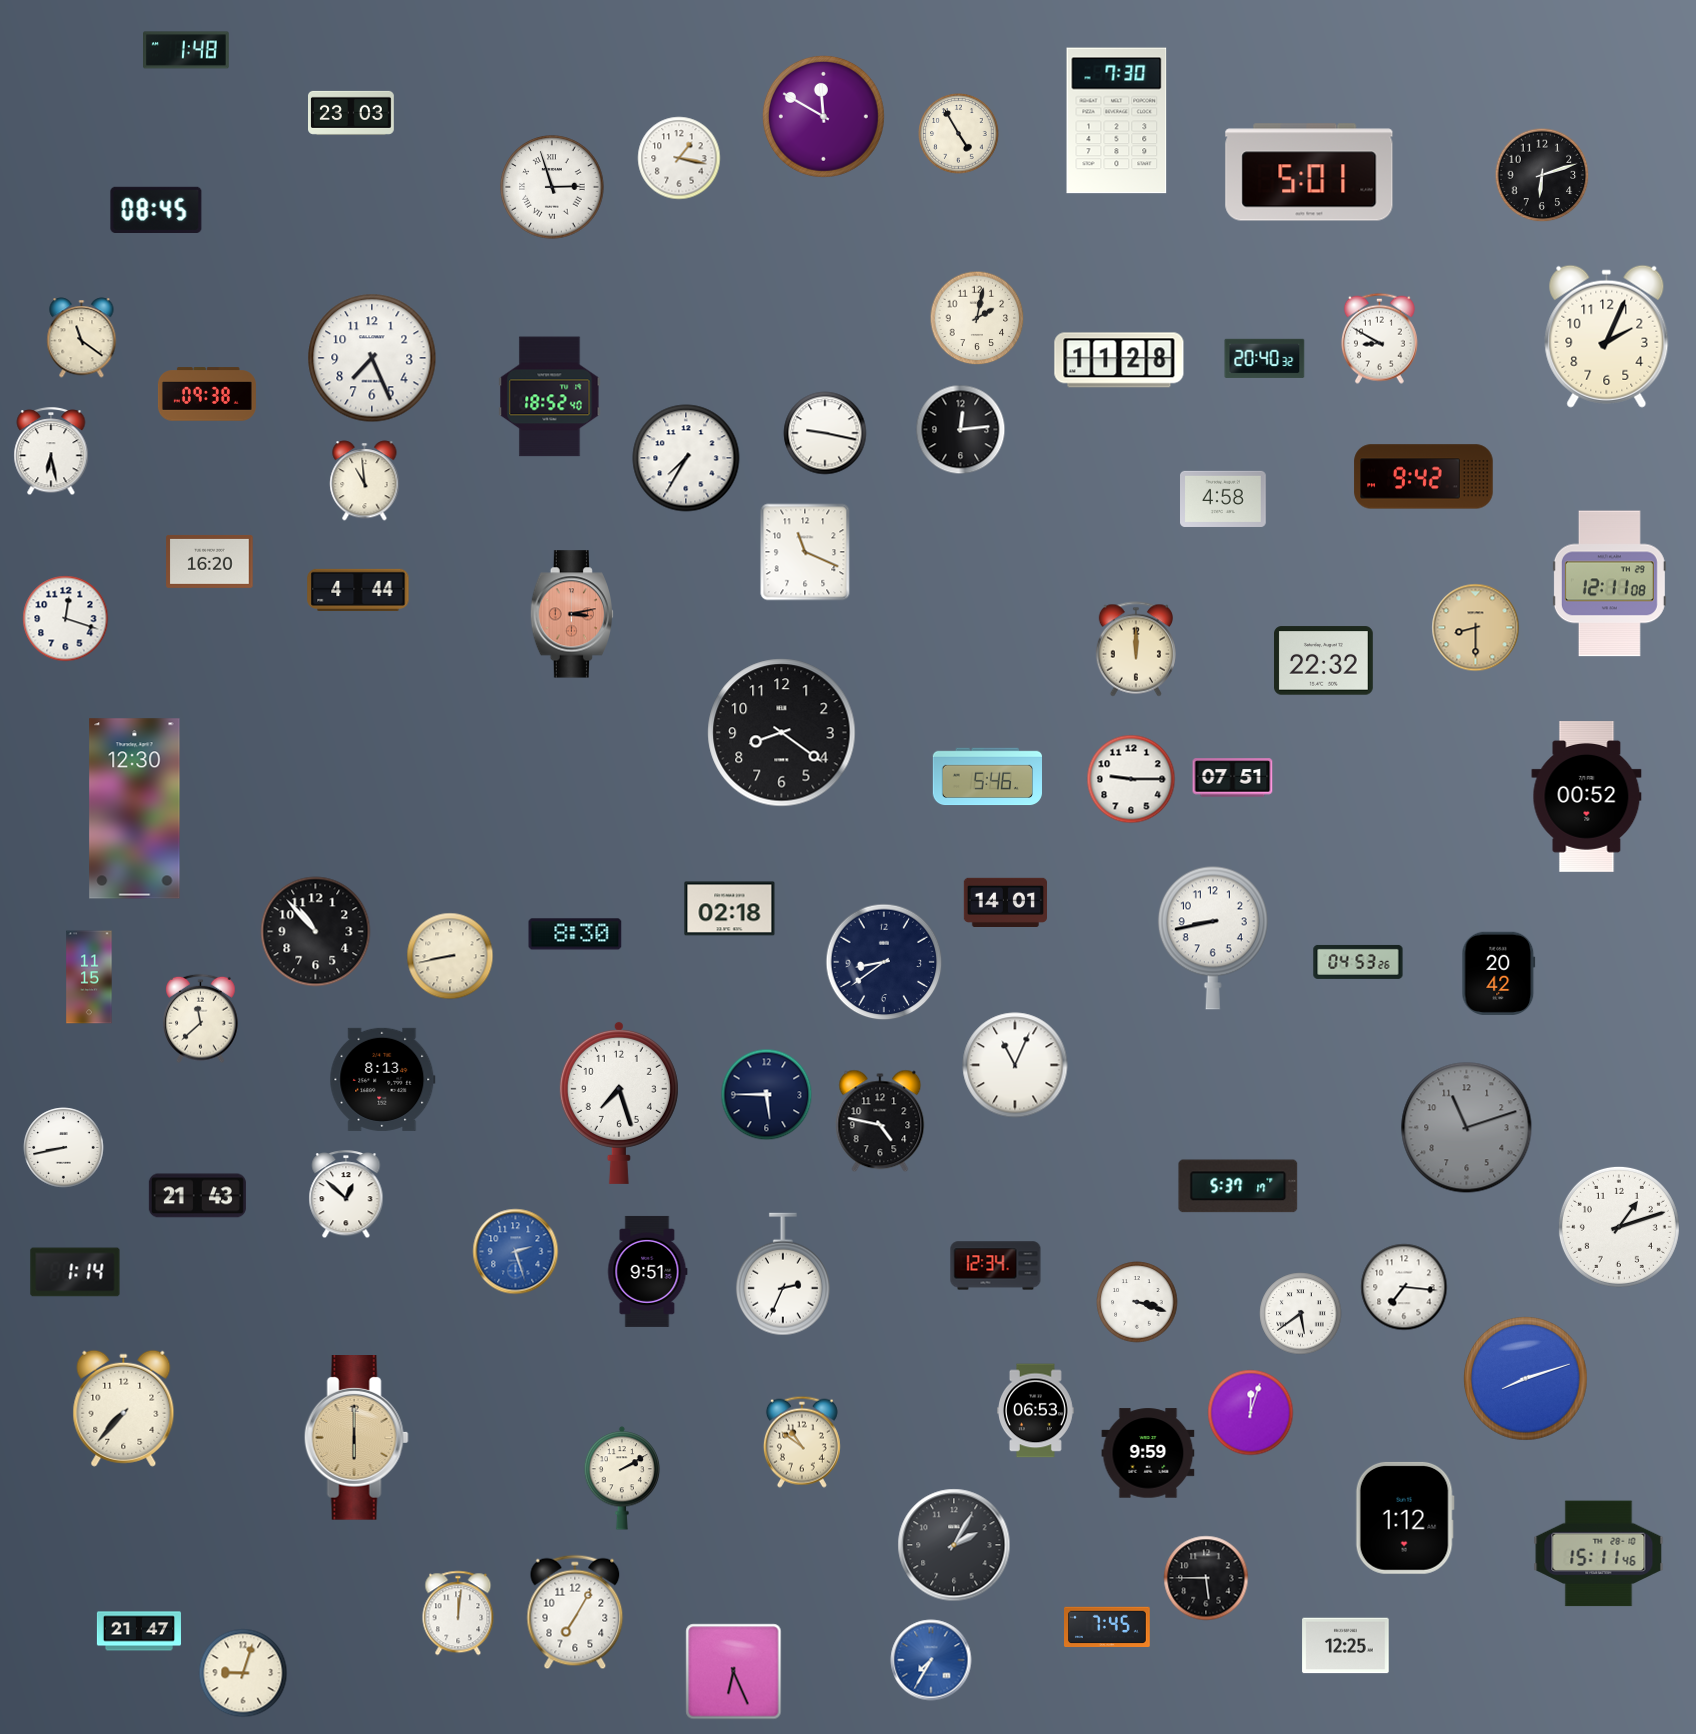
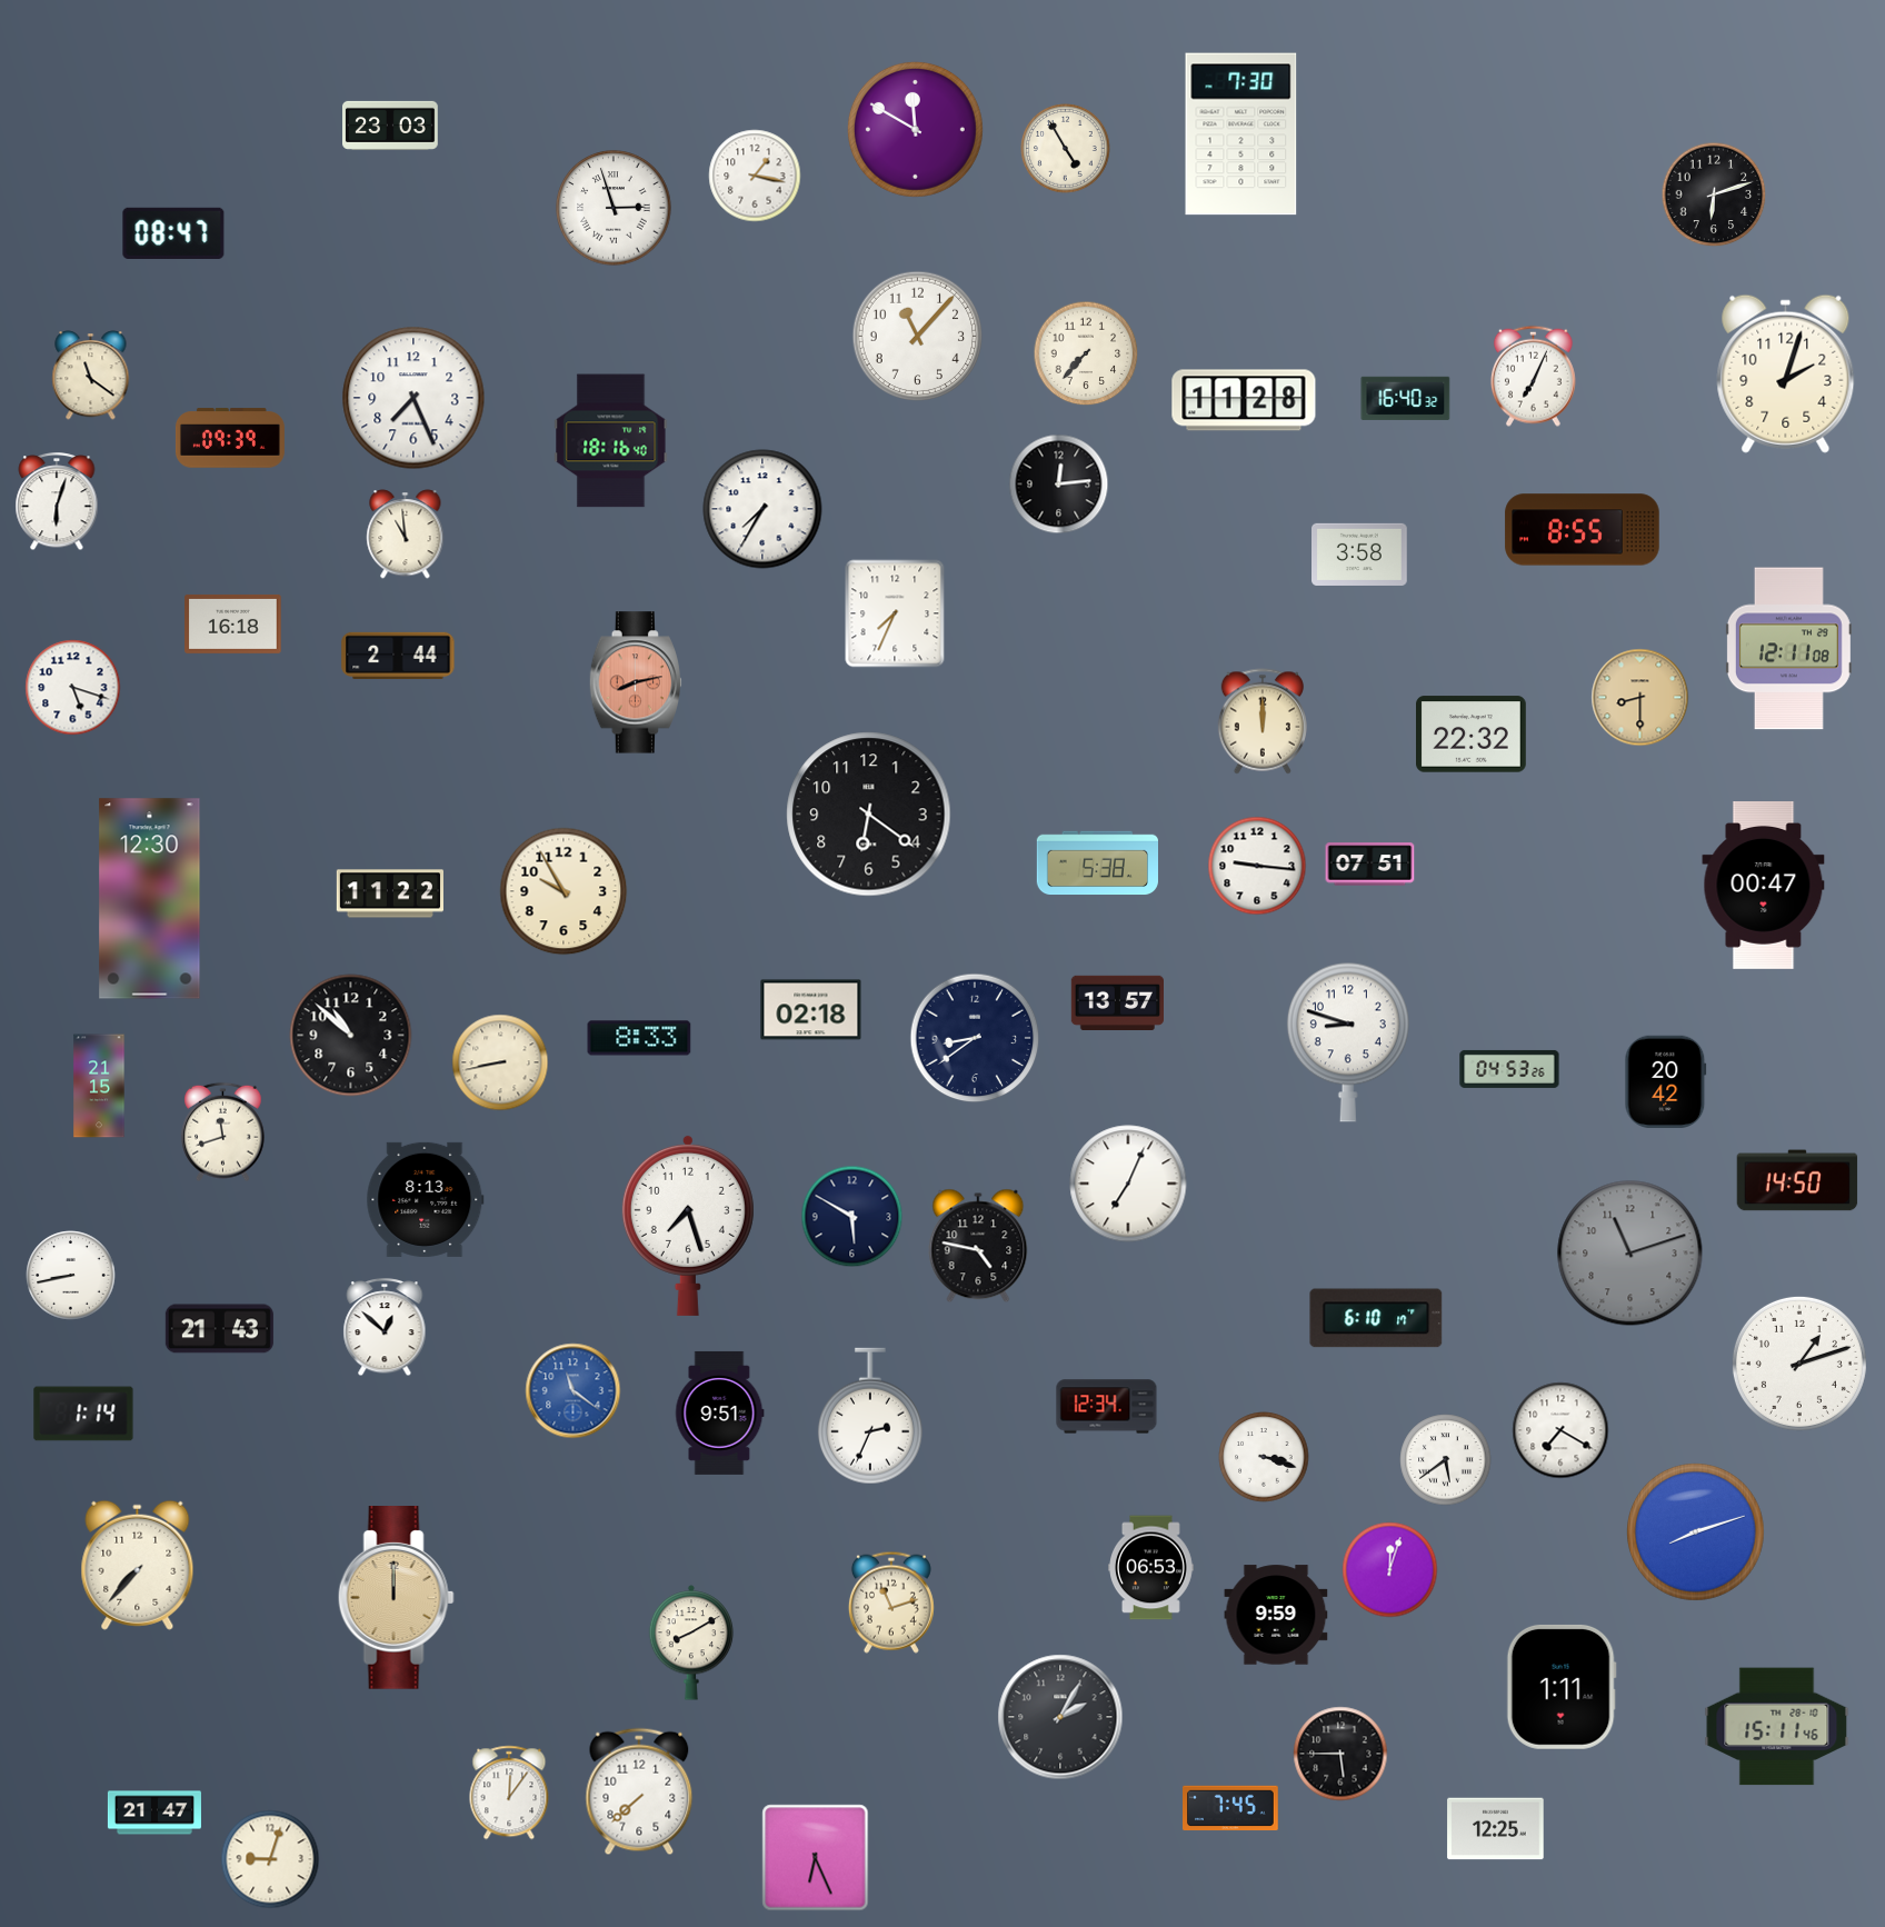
clock at (187, 50): 1:48 -> none
clock at (1309, 172): 5:01 -> none
clock at (156, 209): 08:45 -> 08:47
clock at (918, 337): none -> 11:07
clock at (977, 318): 2:02 -> 7:37
clock at (1607, 336): 2:04 -> 2:03
clock at (1379, 338): 8:50 -> 7:04
clock at (1265, 358): 20:40 -> 16:40
clock at (207, 394): 09:38 -> 09:39
clock at (550, 397): 18:52 -> 18:16
clock at (961, 430) position: (961, 430) -> (1059, 485)
clock at (825, 433): 9:17 -> none
clock at (51, 452): 6:28 -> 6:03
clock at (1424, 477): 9:42 -> 8:55
clock at (1224, 499): 4:58 -> 3:58
clock at (805, 552): 11:19 -> 7:34
clock at (210, 561): 16:20 -> 16:18
clock at (358, 590): 4:44 -> 2:44
clock at (571, 614): 3:13 -> 8:13
clock at (66, 619): 12:18 -> 5:18
clock at (782, 733): 8:21 -> 6:21
clock at (987, 777): 5:46 -> 5:38
clock at (1131, 779): 9:15 -> 9:16
clock at (1587, 797): 00:52 -> 00:47
clock at (563, 891): none -> 9:55
clock at (389, 893): none -> 11:22
clock at (1005, 902): 14:01 -> 13:57
clock at (316, 932): 10:53 -> 10:52
clock at (575, 934): 8:30 -> 8:33
clock at (1213, 938): 8:43 -> 8:48
clock at (884, 962) position: (884, 962) -> (975, 1038)
clock at (89, 977): 11:15 -> 21:15
clock at (201, 1019): 11:38 -> 11:42
clock at (1797, 1180): none -> 14:50
clock at (1015, 1065): 11:04 -> 7:04
clock at (767, 1095): 5:45 -> 5:50
clock at (1238, 1186): 5:37 -> 6:10
clock at (516, 1252): 2:27 -> 11:21
clock at (1404, 1287): 7:16 -> 7:20
clock at (1137, 1302) position: (1137, 1302) -> (1264, 1457)
clock at (356, 1438): 6:00 -> 12:00
clock at (802, 1442): 10:51 -> 11:12
clock at (622, 1478): 2:10 -> 8:10
clock at (1405, 1518): 1:12 -> 1:11
clock at (575, 1612): 7:05 -> 7:38
clock at (458, 1613): 12:01 -> 12:06
clock at (931, 1660): 7:35 -> none
